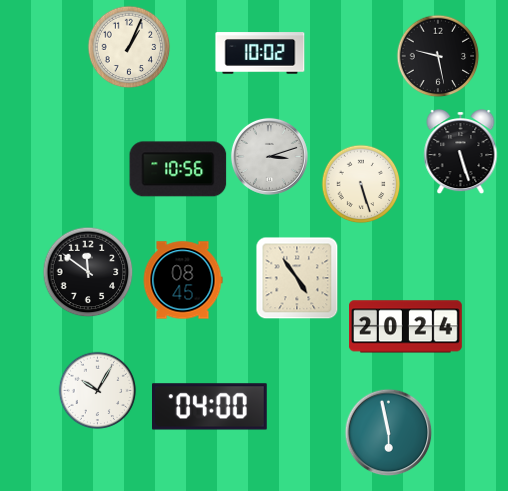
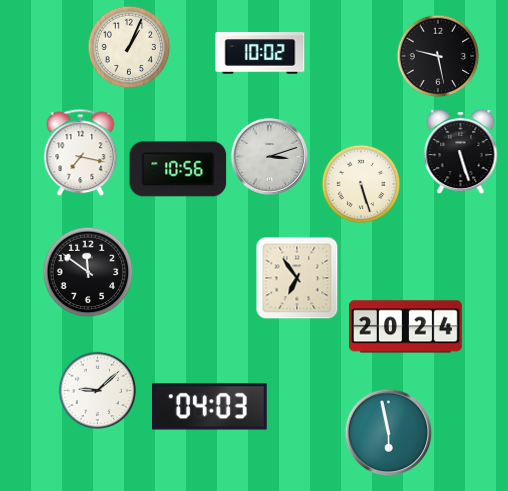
clock at (81, 152): none -> 7:17
clock at (297, 278): 4:54 -> 6:54
clock at (183, 280): 08:45 -> none
clock at (97, 390): 10:05 -> 9:08
clock at (210, 407): 04:00 -> 04:03
